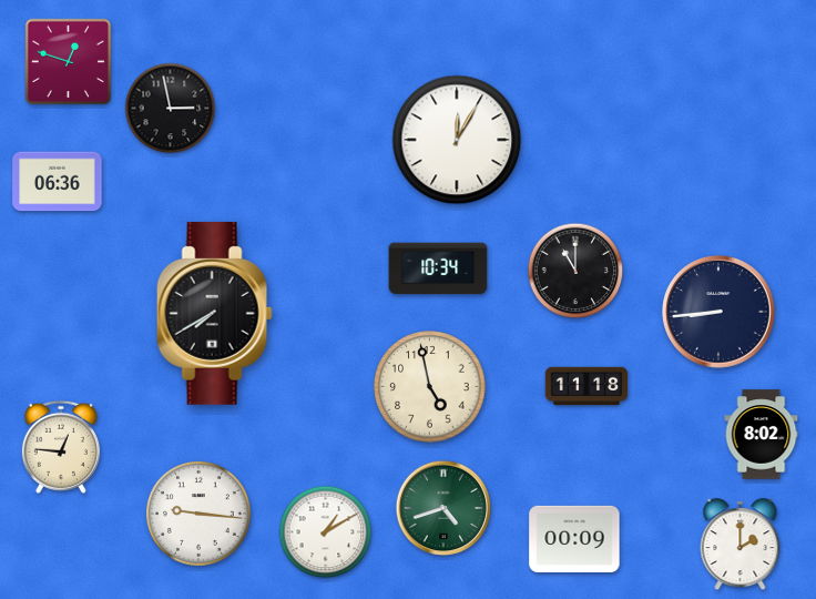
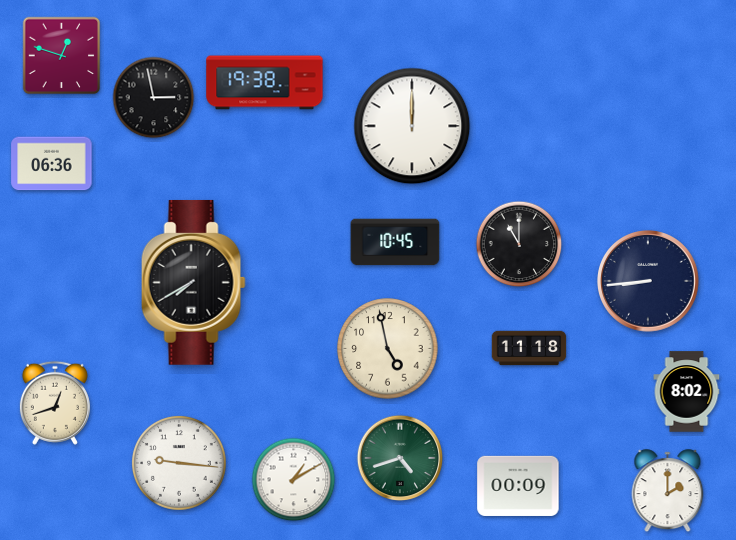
clock at (265, 83): none -> 19:38
clock at (457, 140): 12:05 -> 12:00
clock at (438, 268): 10:34 -> 10:45
clock at (61, 447): 12:46 -> 12:42
